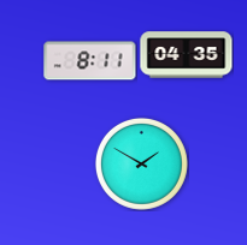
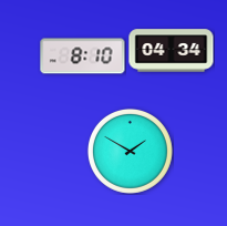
clock at (187, 55): 04:35 -> 04:34
clock at (90, 61): 8:11 -> 8:10
